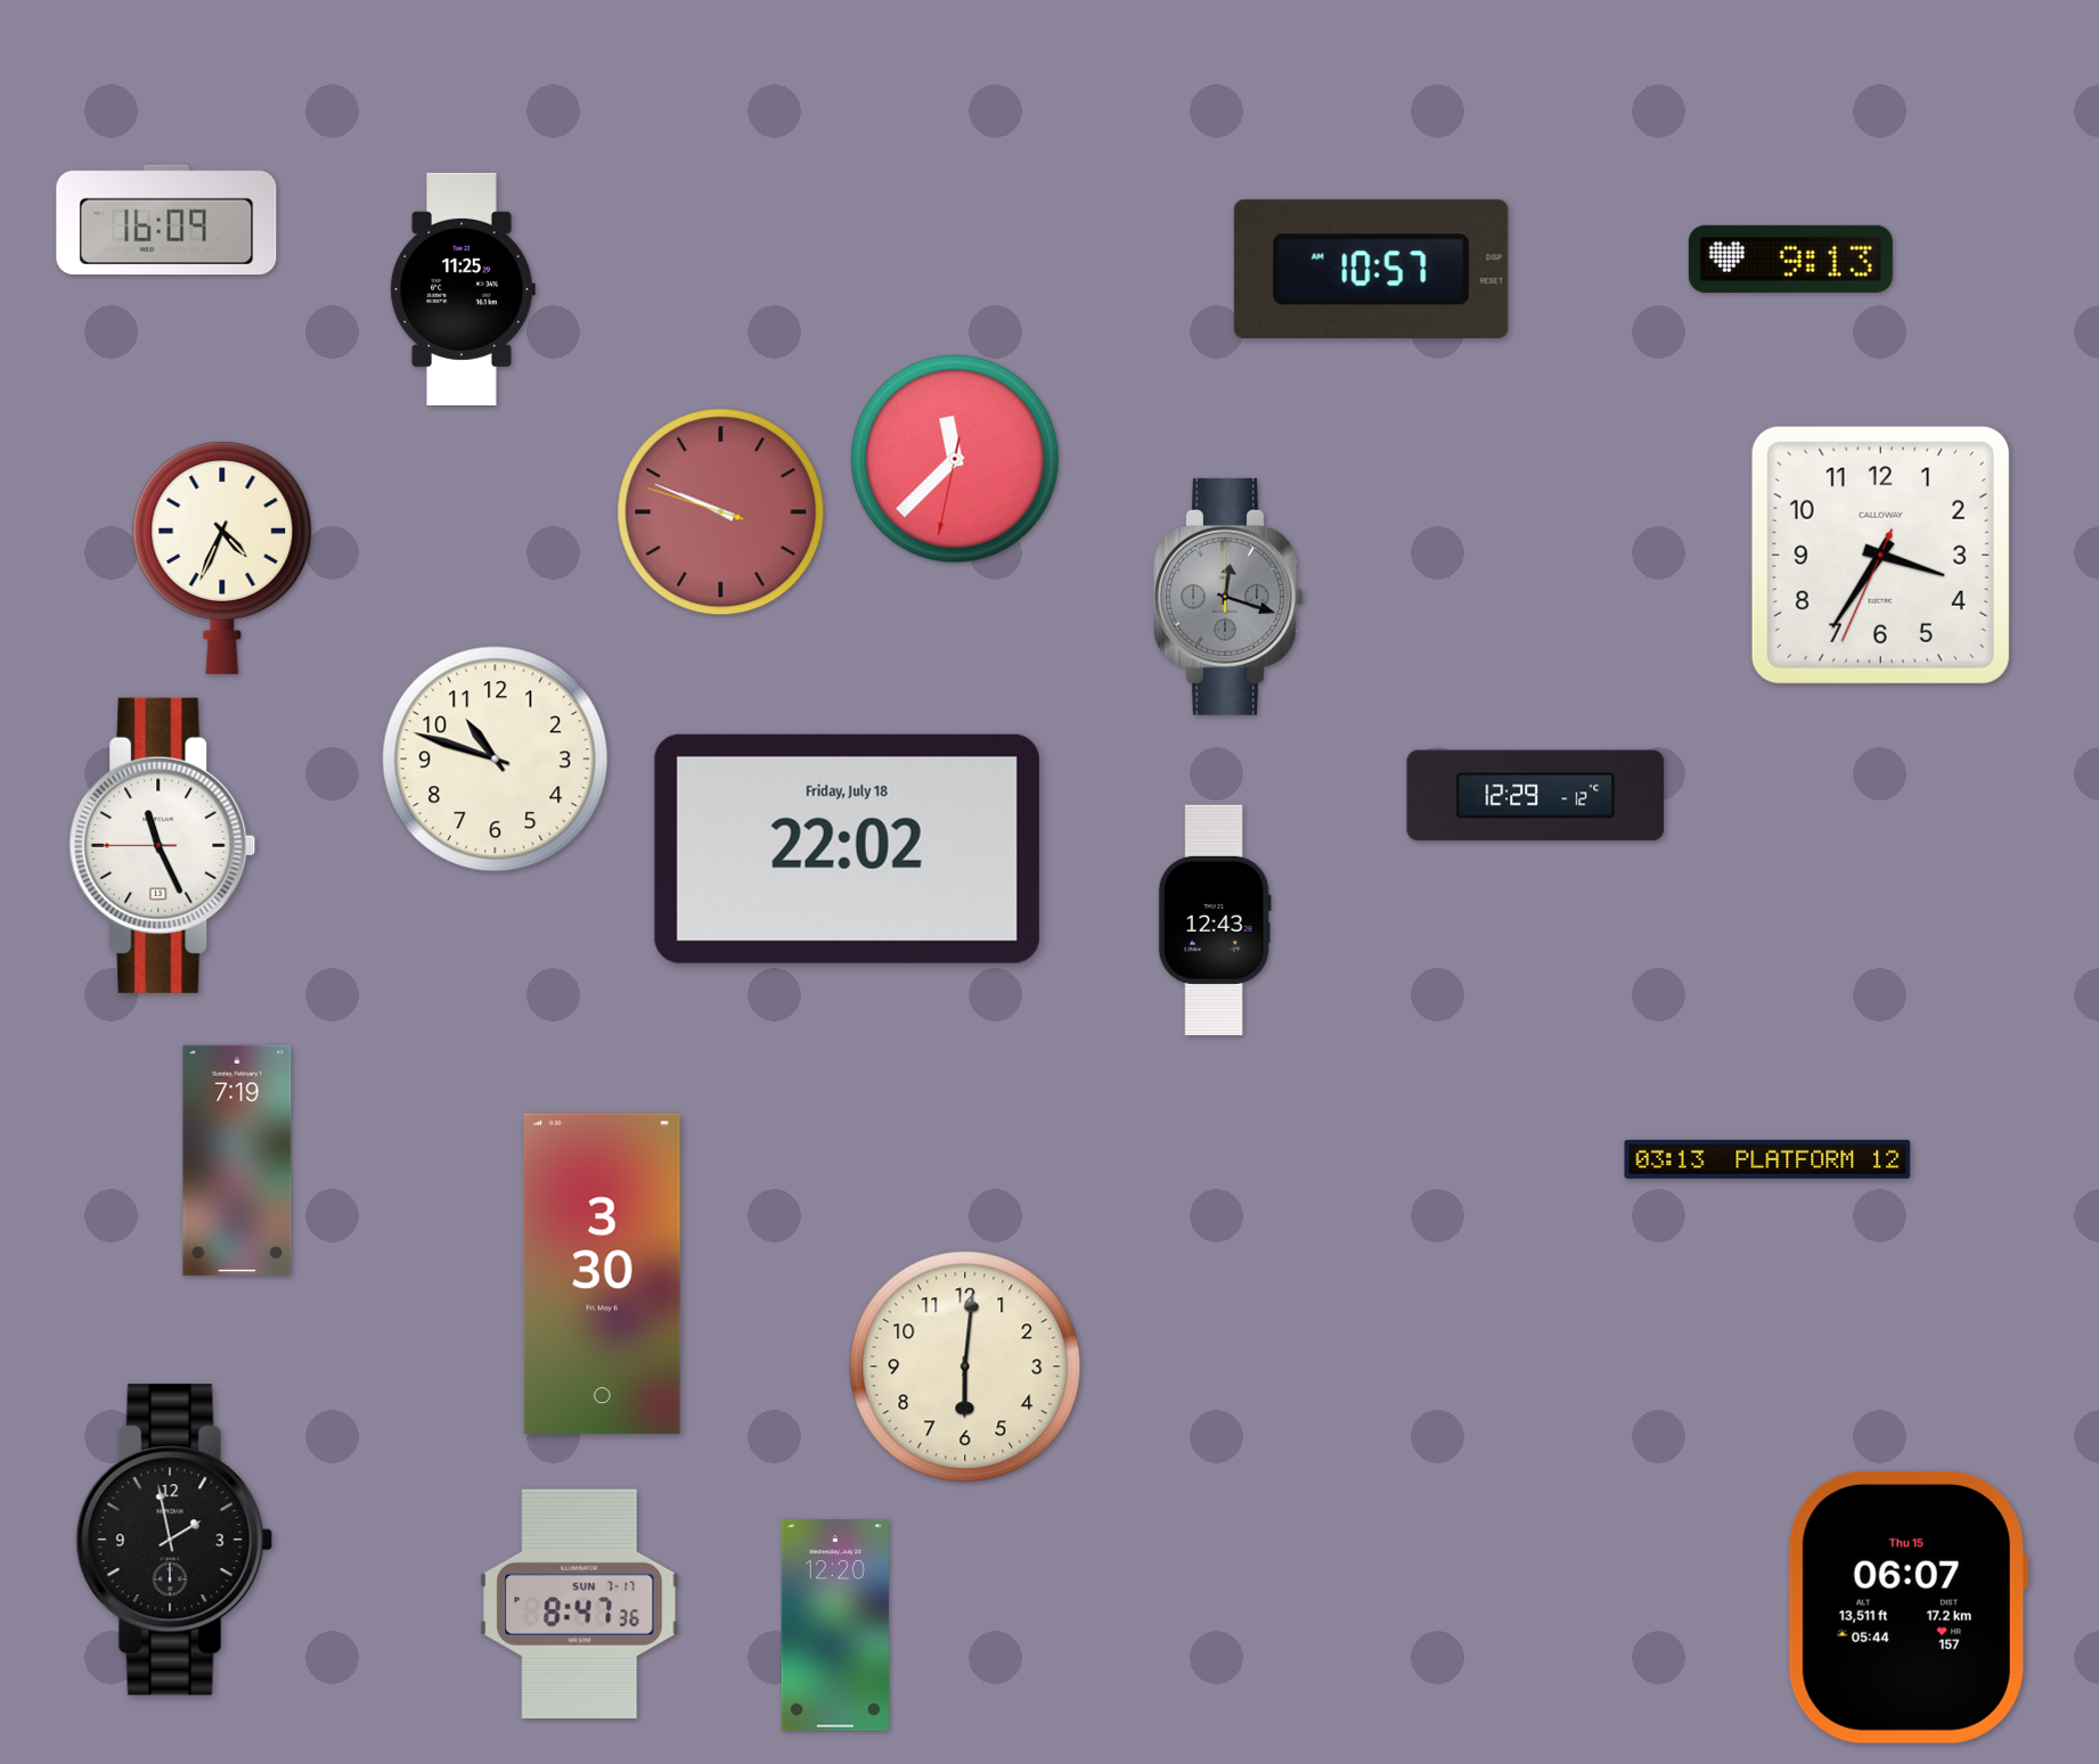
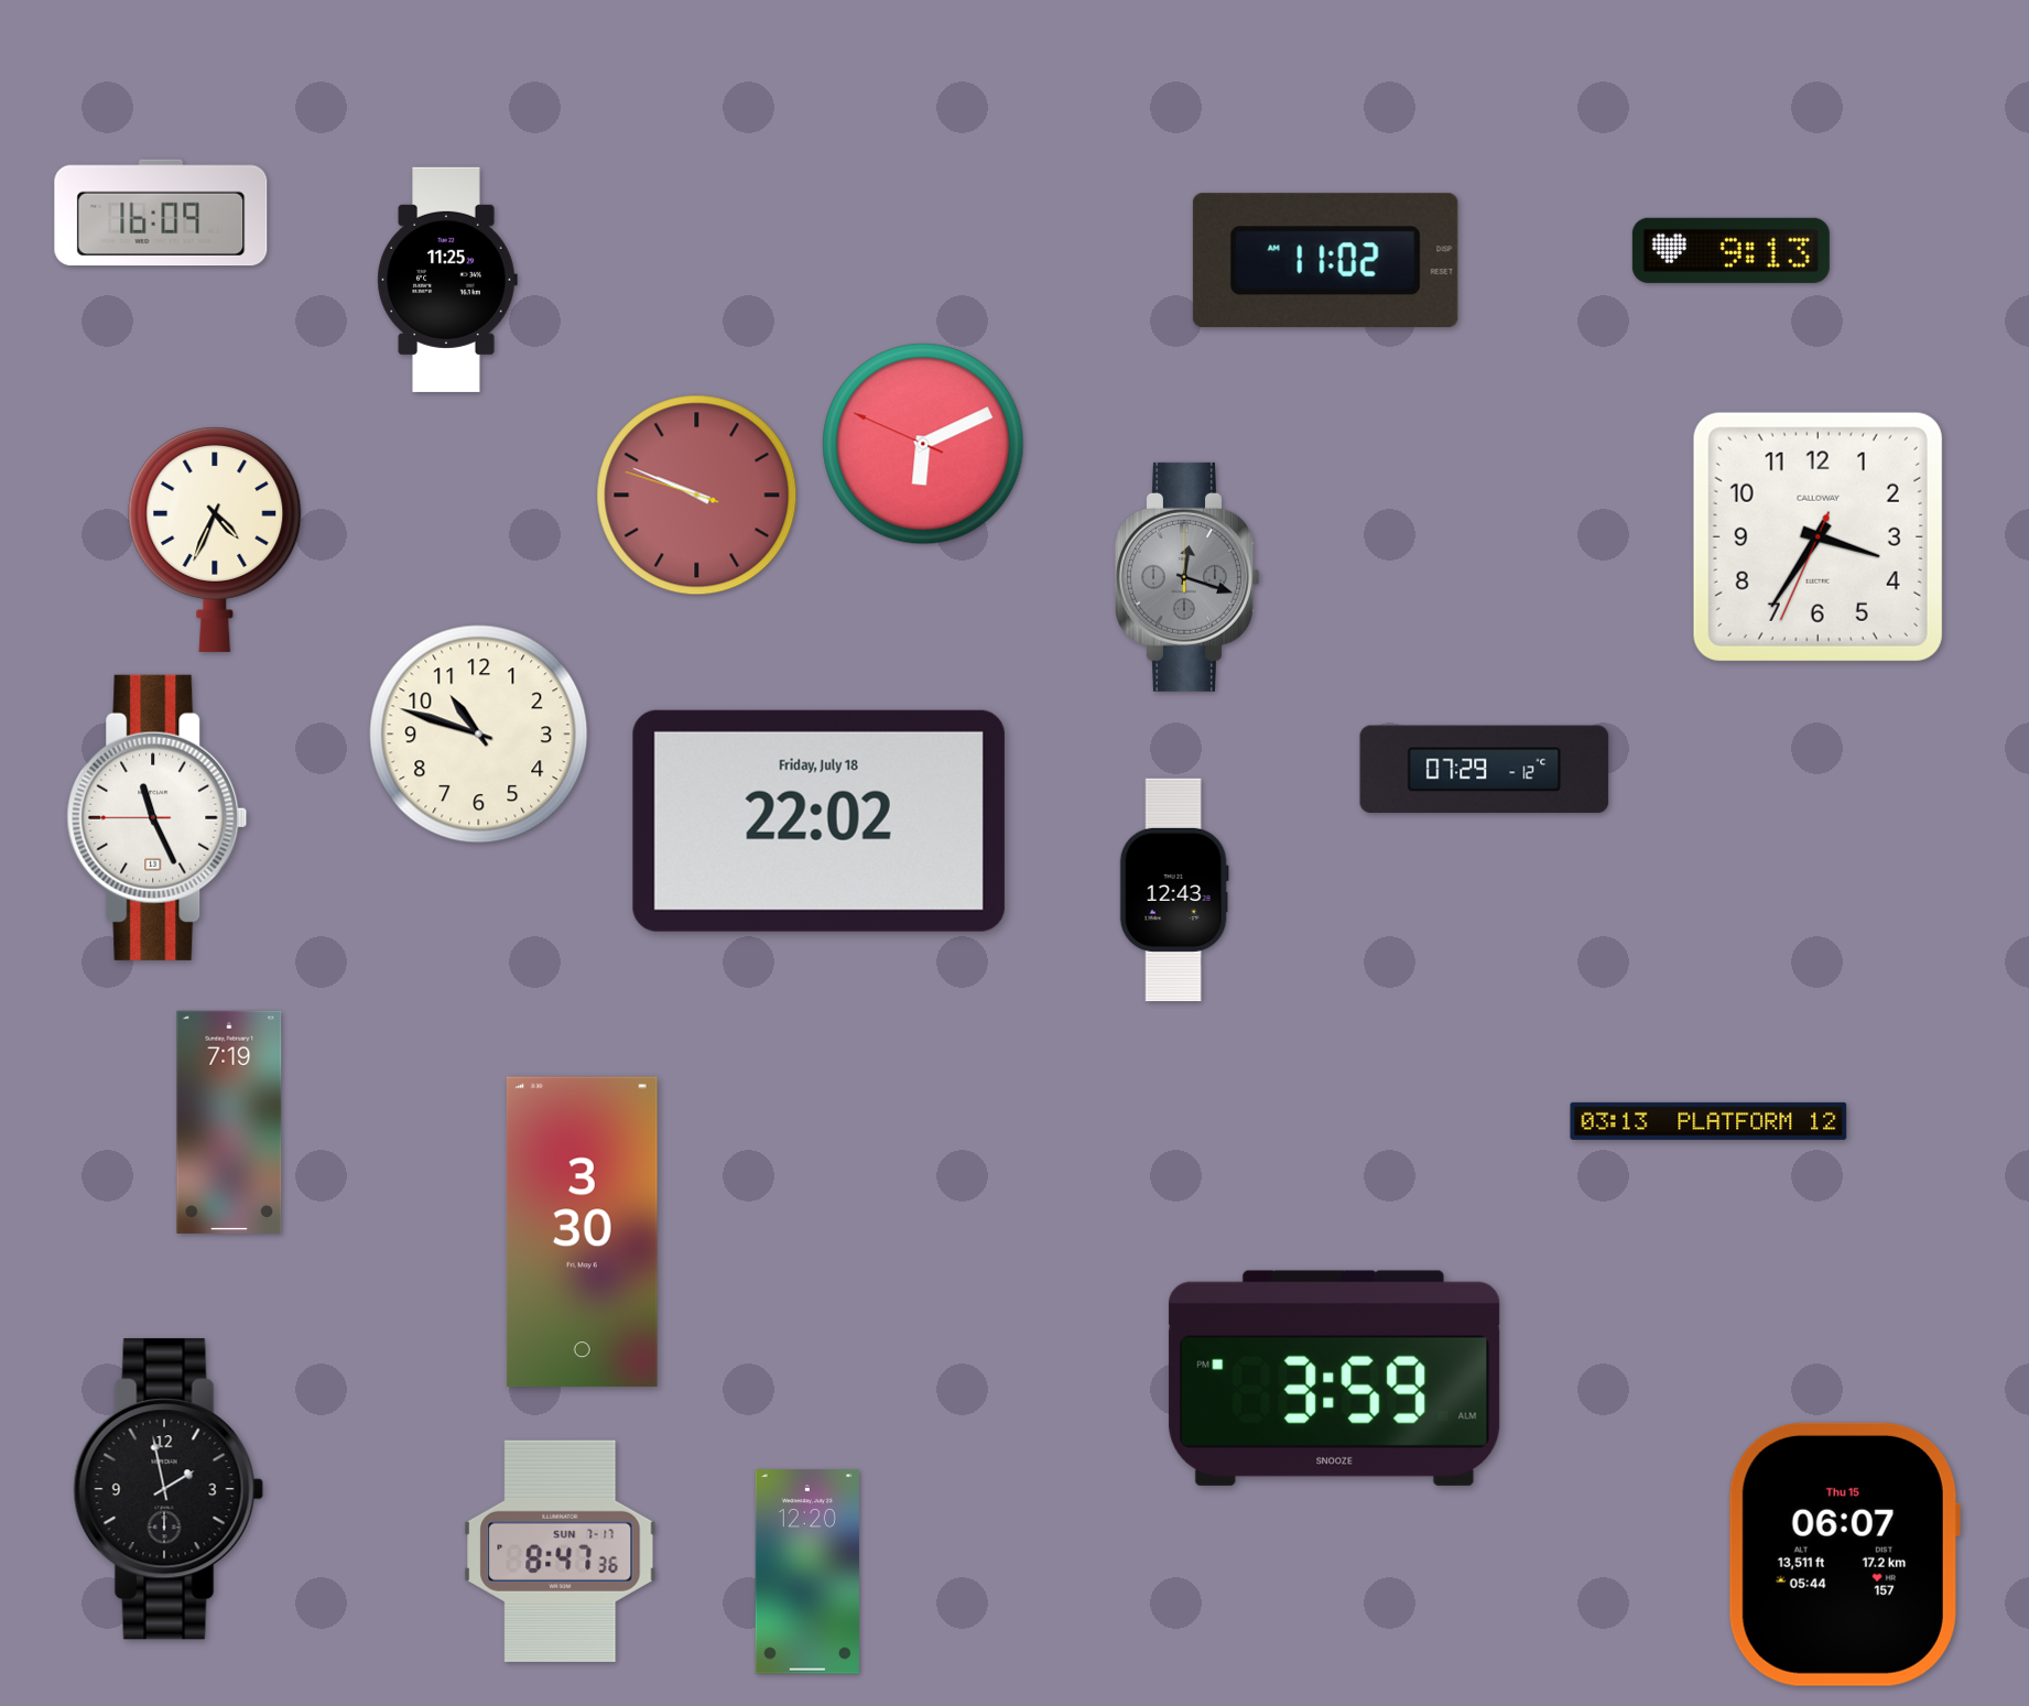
clock at (1371, 270): 10:57 -> 11:02
clock at (955, 459): 11:37 -> 6:10
clock at (1536, 796): 12:29 -> 07:29
clock at (965, 1367): 6:01 -> none
clock at (1335, 1378): none -> 3:59
